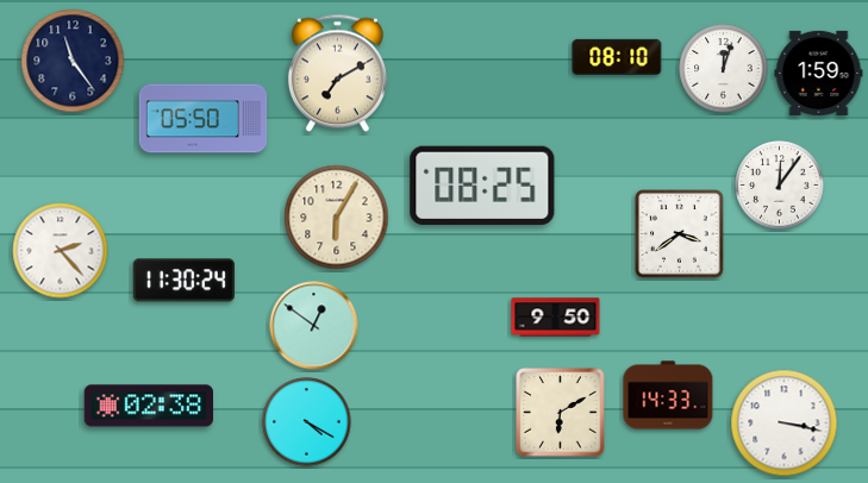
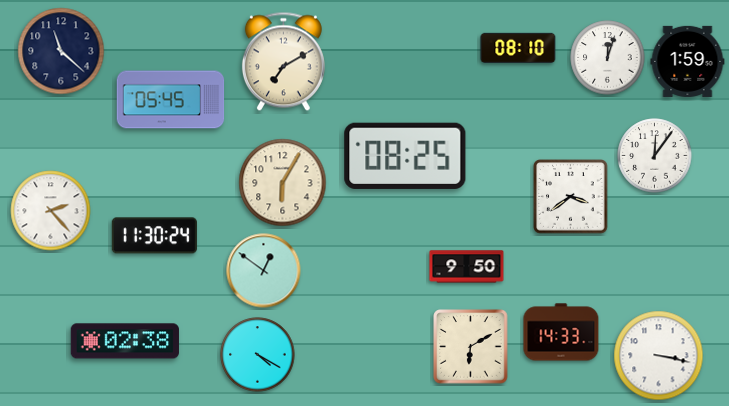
clock at (73, 61): 11:24 -> 11:22
clock at (204, 119): 05:50 -> 05:45
clock at (314, 326) position: (314, 326) -> (264, 271)
